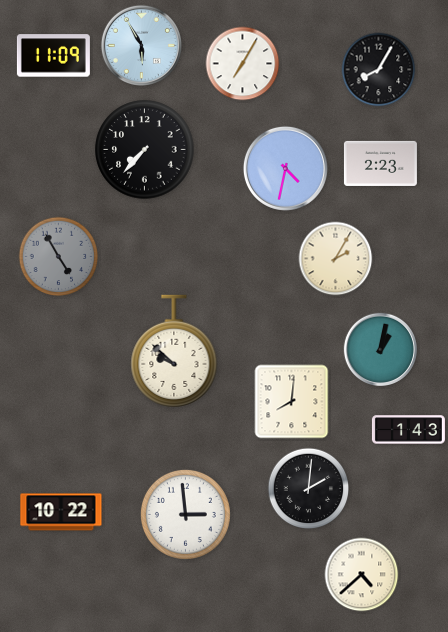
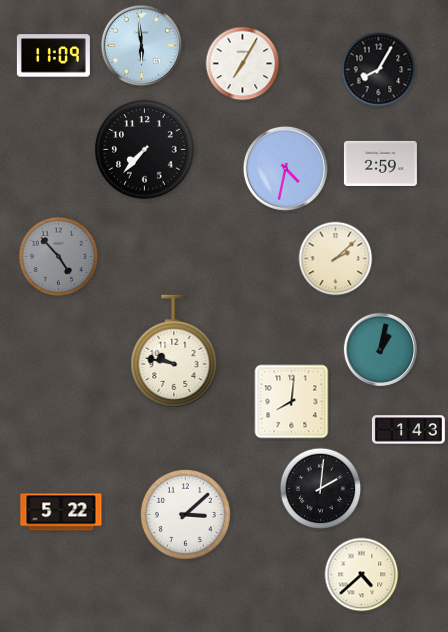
clock at (141, 45): 5:55 -> 5:59
clock at (380, 163): 2:23 -> 2:59
clock at (59, 257): 4:55 -> 4:53
clock at (336, 259): 2:05 -> 2:08
clock at (174, 351): 9:52 -> 9:47
clock at (309, 489) position: (309, 489) -> (321, 489)
clock at (61, 512): 10:22 -> 5:22
clock at (185, 514): 2:59 -> 3:08
